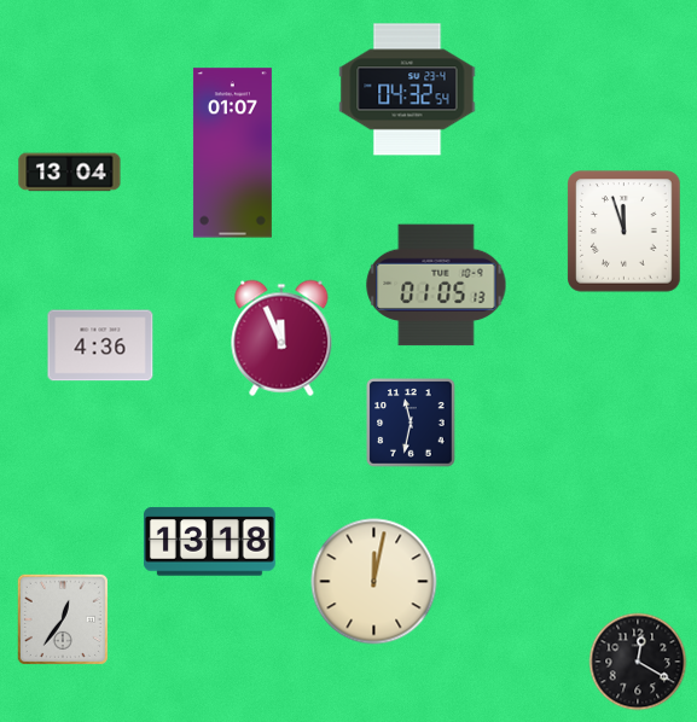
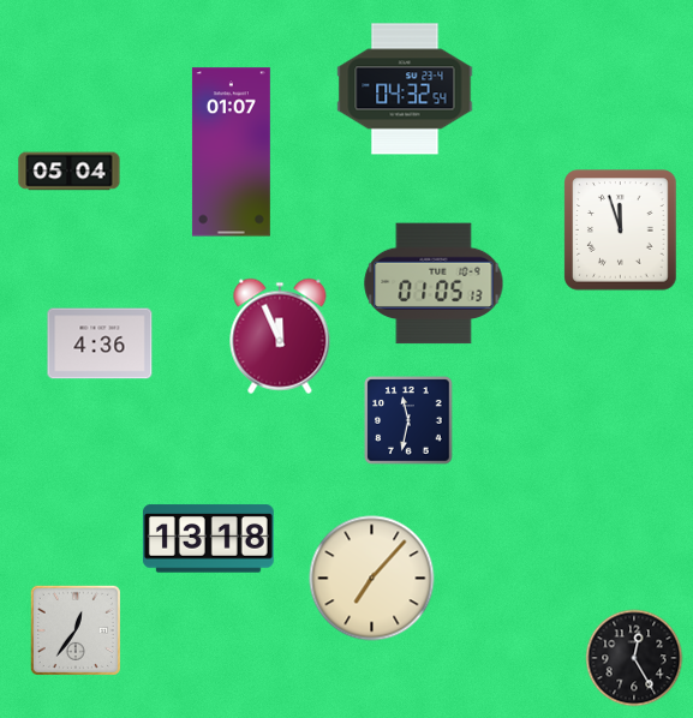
clock at (70, 173): 13:04 -> 05:04
clock at (374, 582): 12:02 -> 7:07
clock at (63, 619) position: (63, 619) -> (76, 630)
clock at (638, 662): 12:20 -> 12:25
